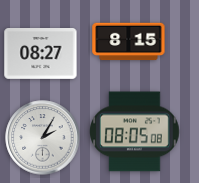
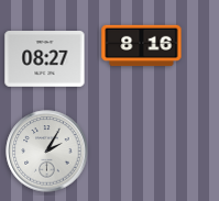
clock at (129, 42): 8:15 -> 8:16
clock at (135, 132): 08:05 -> none
